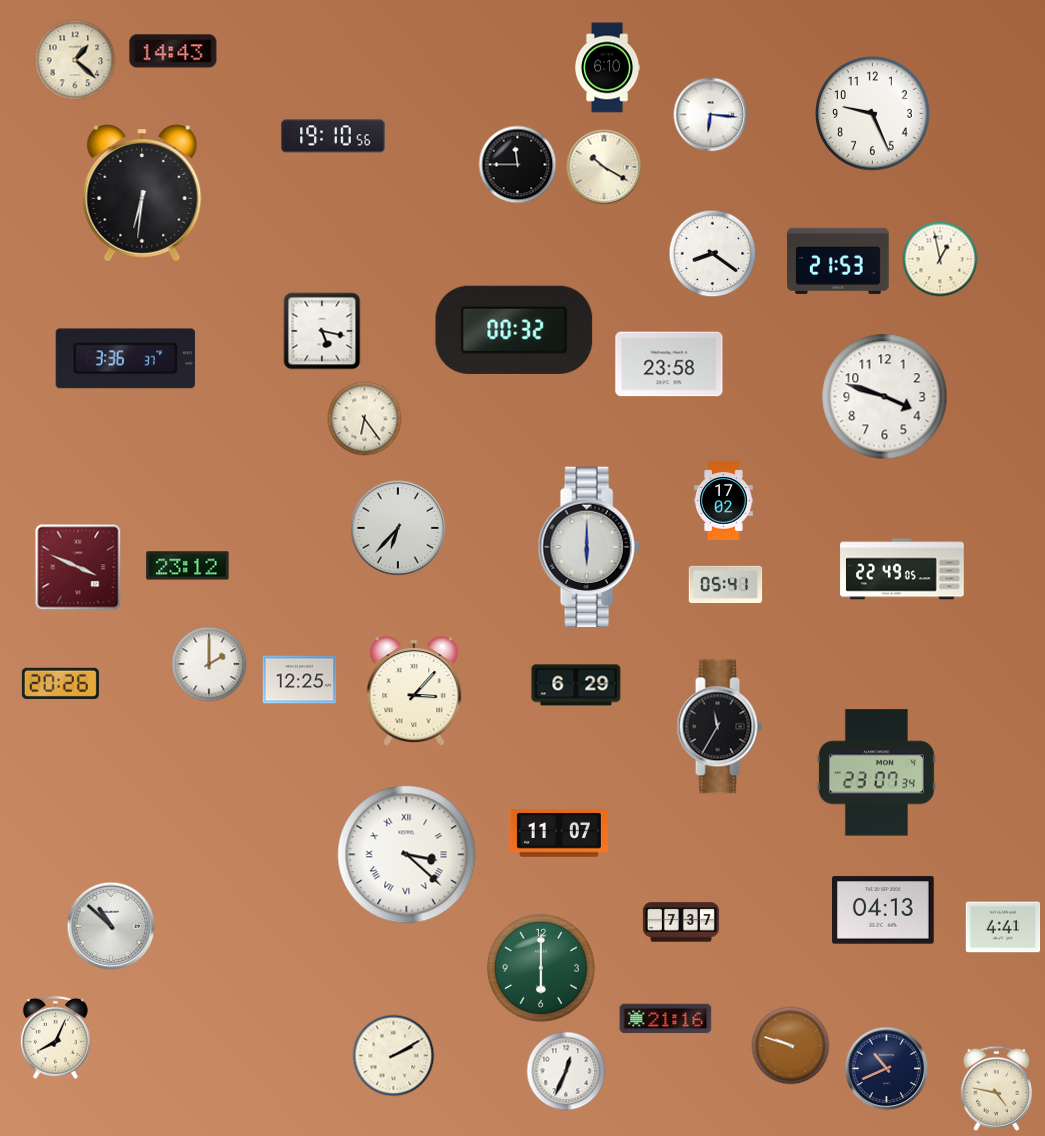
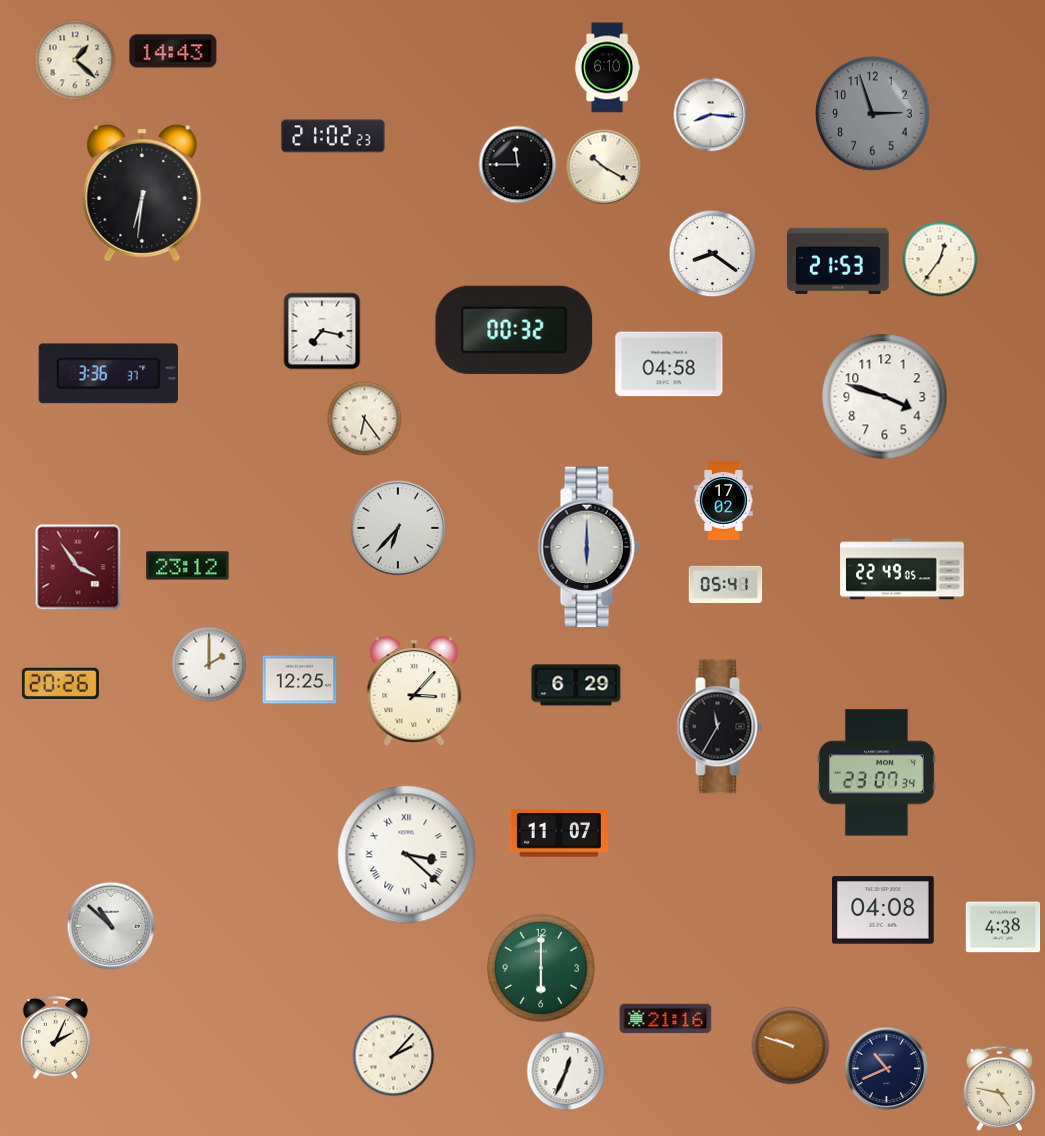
clock at (873, 114): 9:26 -> 2:57
clock at (873, 114) dial: white -> grey
clock at (711, 115): 6:16 -> 8:16
clock at (333, 136): 19:10 -> 21:02
clock at (940, 259): 12:58 -> 12:36
clock at (322, 331): 5:17 -> 7:17
clock at (125, 359) position: (125, 359) -> (108, 374)
clock at (669, 364): 23:58 -> 04:58
clock at (78, 567): 3:49 -> 3:54
clock at (883, 910): 04:13 -> 04:08
clock at (681, 922): 7:37 -> none
clock at (1003, 927): 4:41 -> 4:38
clock at (55, 1037): 8:04 -> 2:04
clock at (394, 1056): 2:10 -> 2:07
clock at (997, 1088) position: (997, 1088) -> (1000, 1088)
